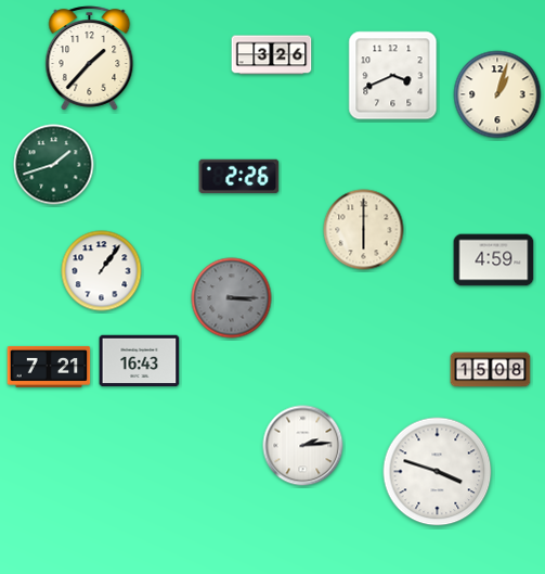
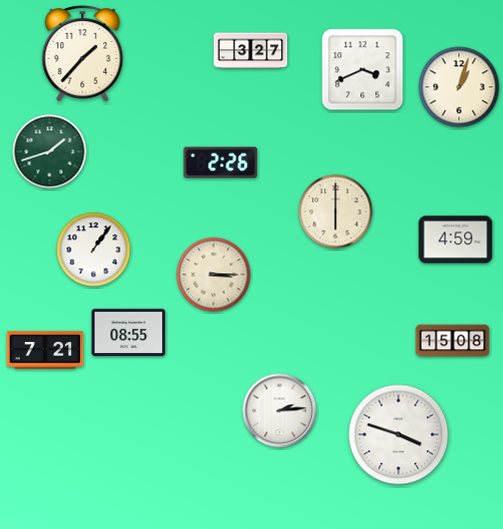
clock at (272, 55): 3:26 -> 3:27
clock at (232, 298) dial: grey -> cream
clock at (140, 361): 16:43 -> 08:55
clock at (49, 367) position: (49, 367) -> (45, 350)
clock at (438, 472) position: (438, 472) -> (399, 435)
